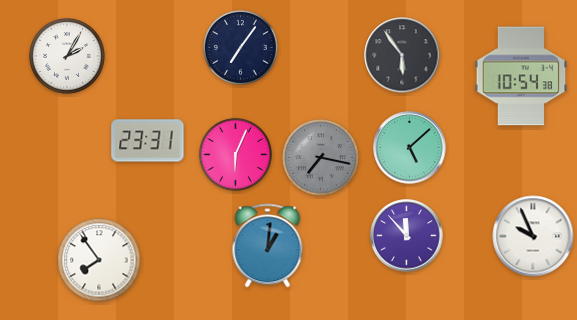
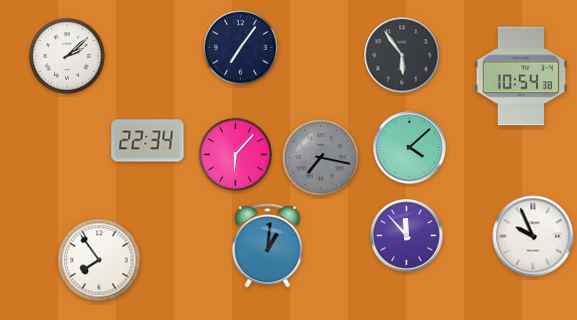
clock at (68, 57): 2:05 -> 2:08
clock at (148, 141): 23:31 -> 22:34
clock at (410, 148): 5:08 -> 4:08
clock at (235, 154): 6:04 -> 6:07
